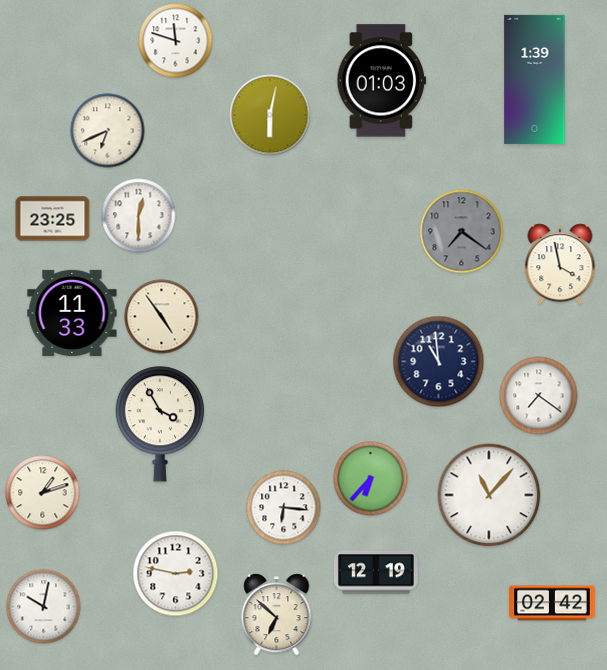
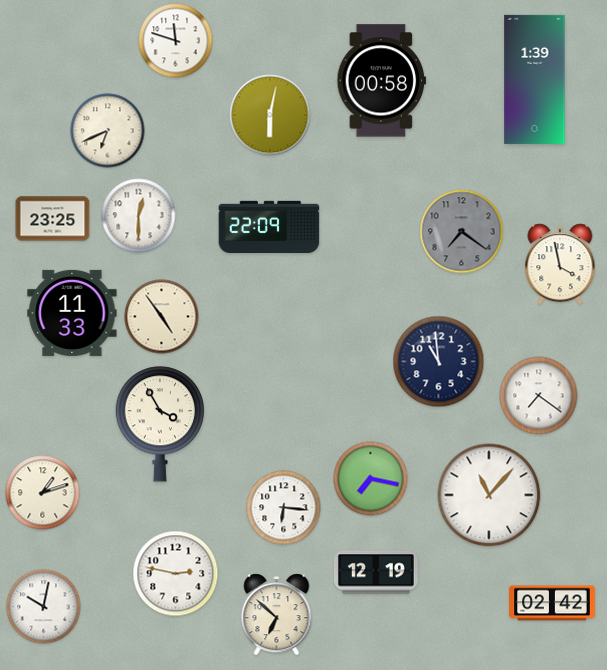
clock at (382, 81): 01:03 -> 00:58
clock at (269, 226): none -> 22:09
clock at (371, 479): 6:37 -> 7:17
